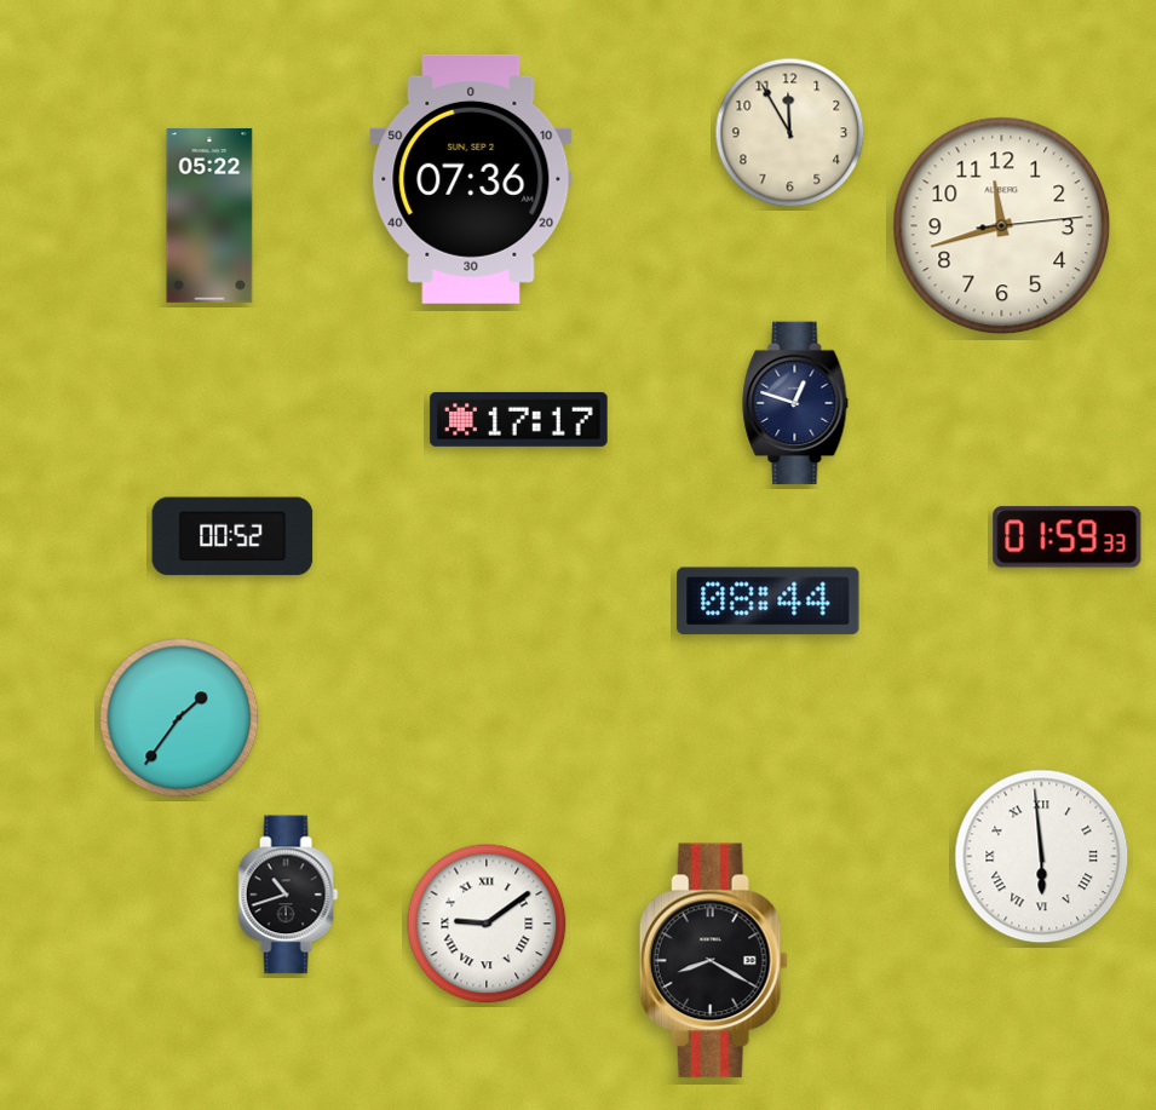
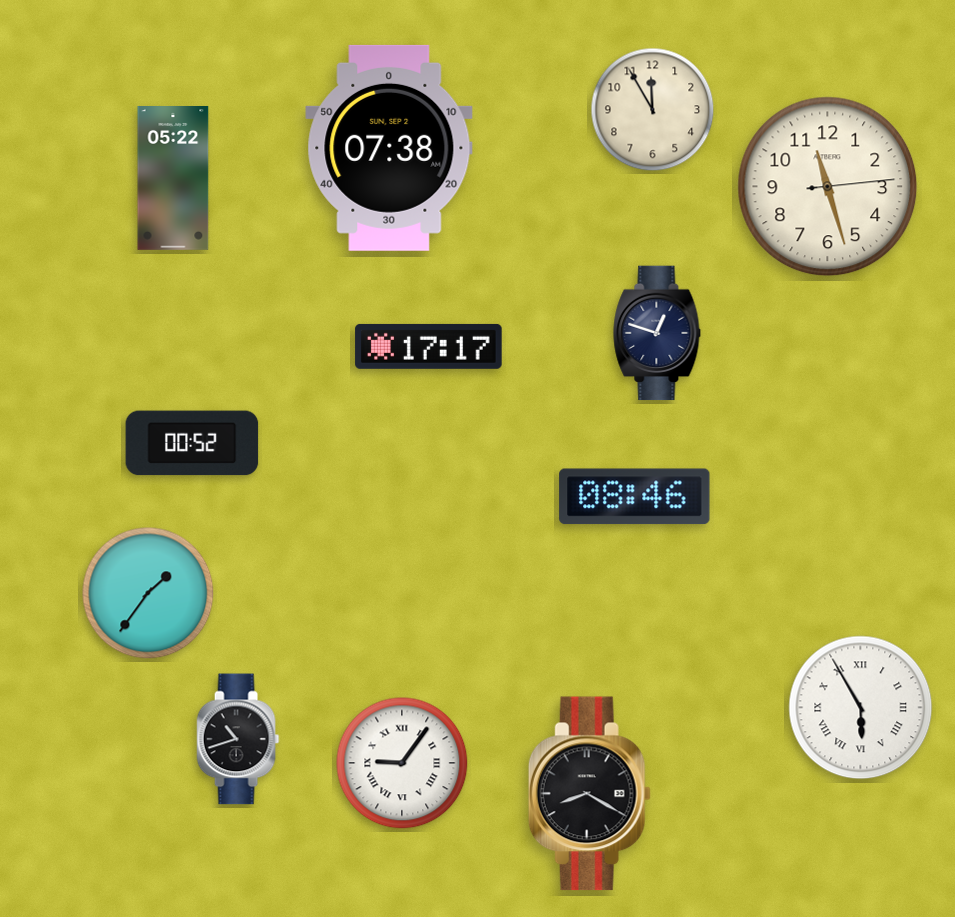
clock at (471, 179): 07:36 -> 07:38
clock at (1002, 226): 11:42 -> 11:27
clock at (1068, 537): 01:59 -> none
clock at (769, 602): 08:44 -> 08:46
clock at (1042, 857): 5:59 -> 5:55
clock at (487, 924): 9:09 -> 9:06
